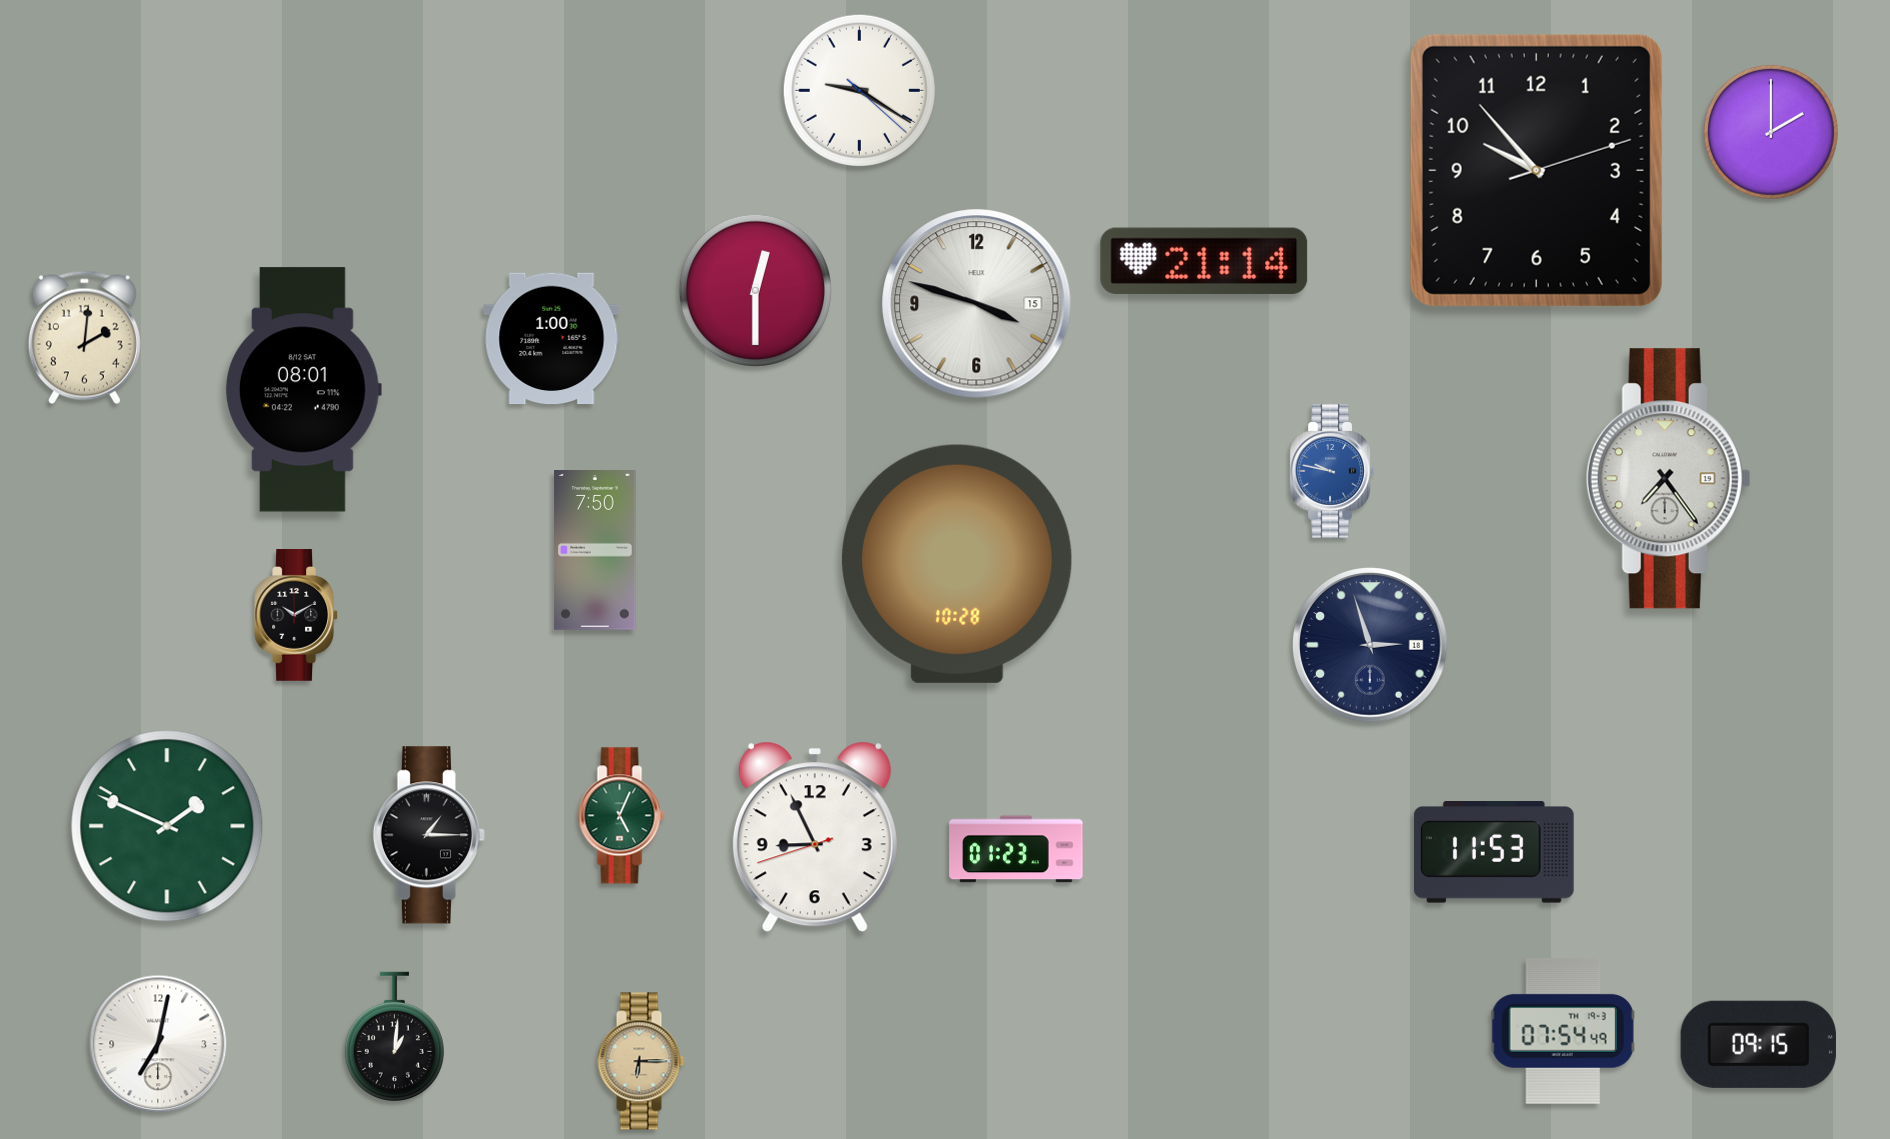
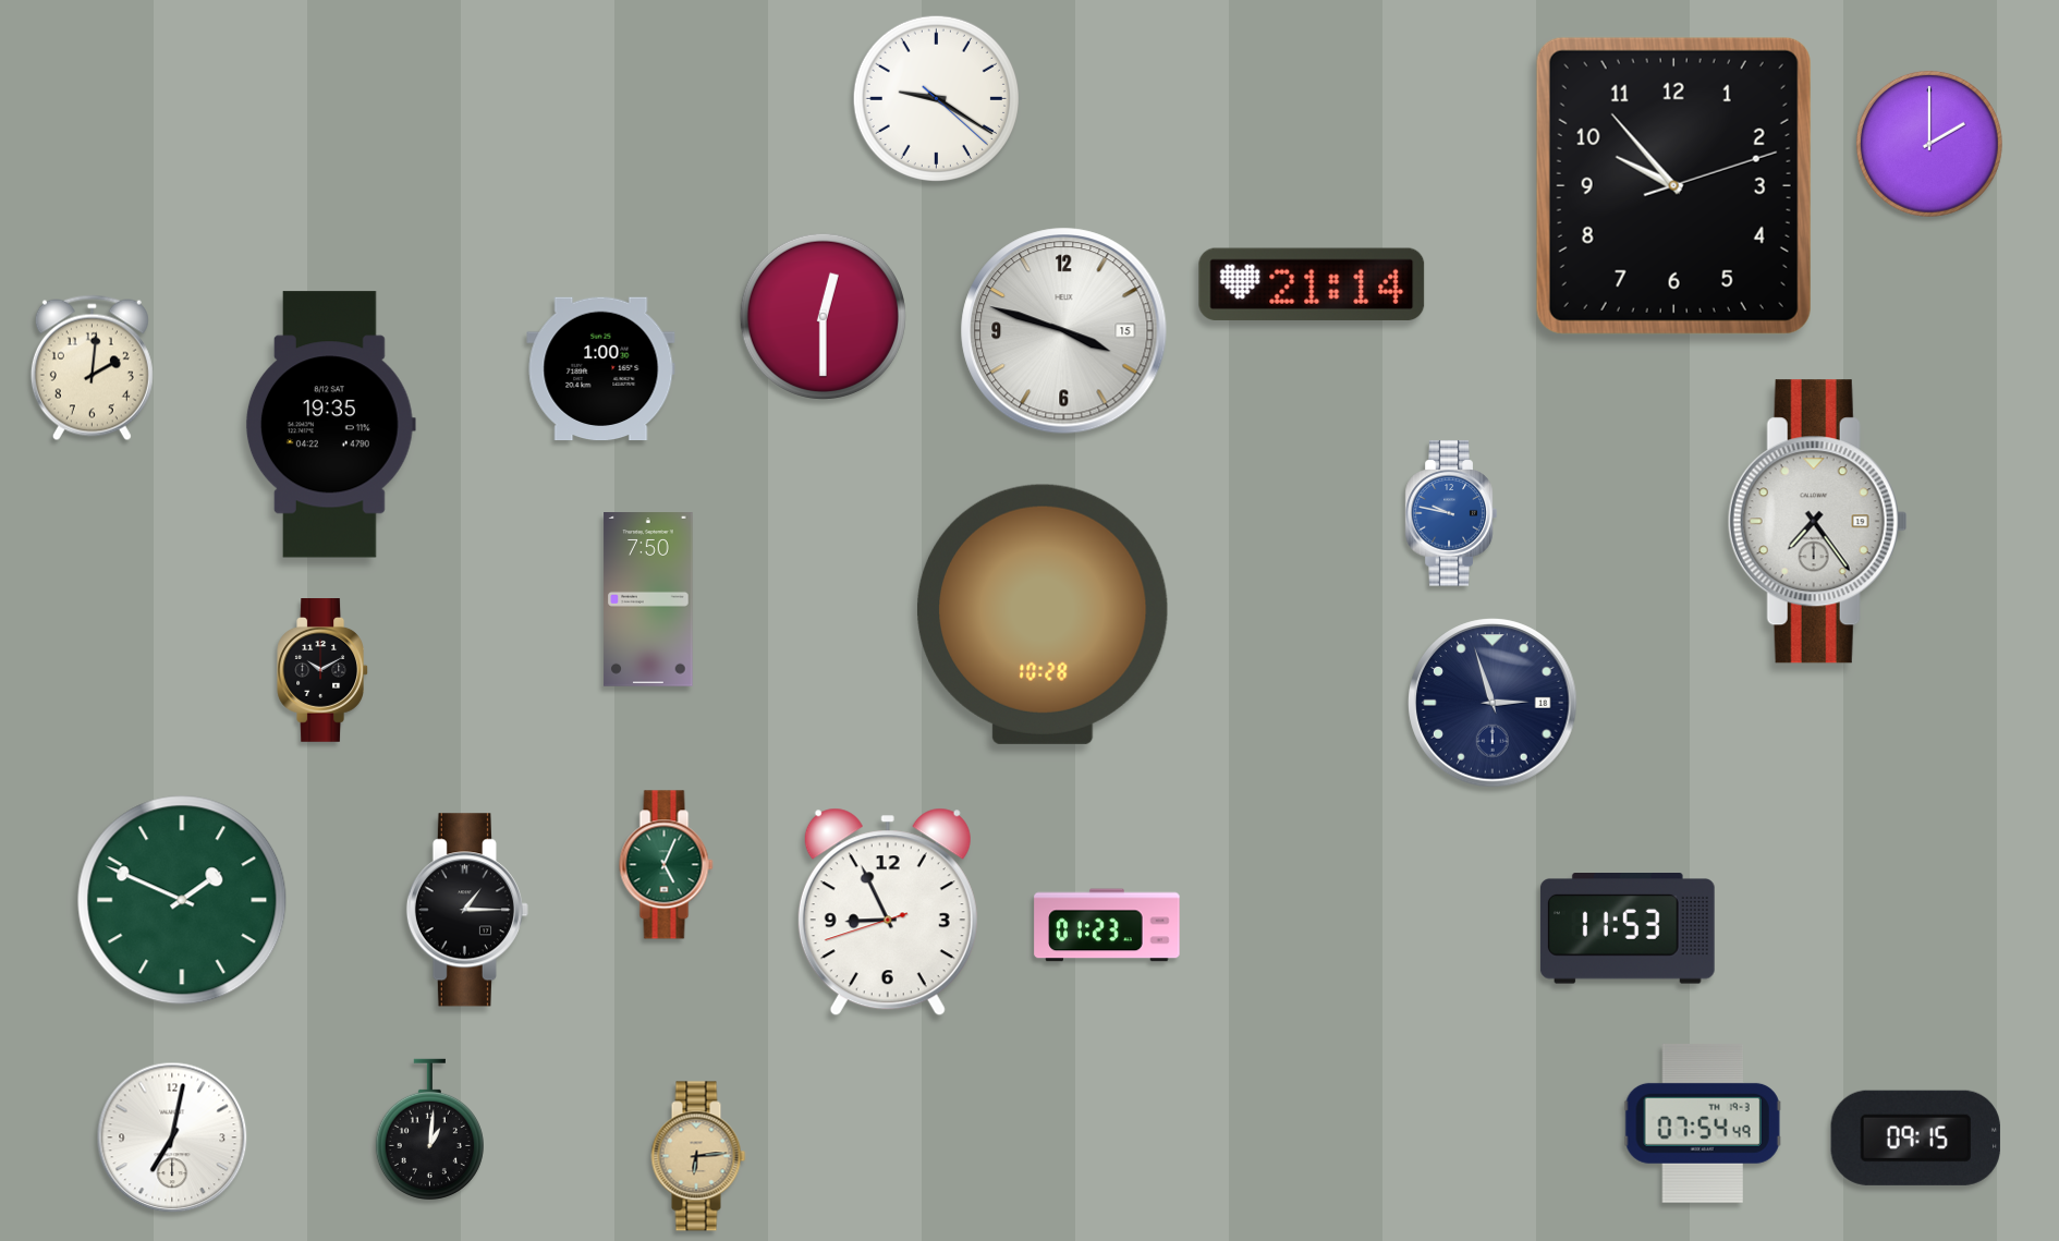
clock at (303, 390): 08:01 -> 19:35
clock at (622, 816) position: (622, 816) -> (667, 865)
clock at (641, 1061): 6:15 -> 6:14
